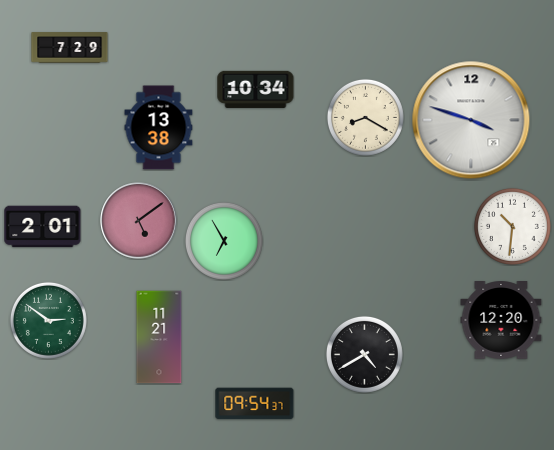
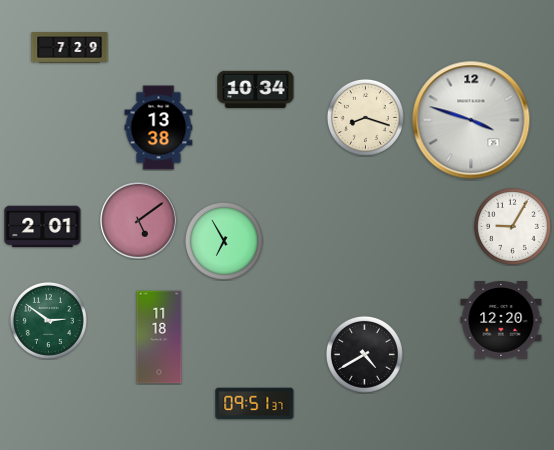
clock at (365, 117): 8:20 -> 8:18
clock at (512, 226): 10:31 -> 9:05
clock at (159, 337): 11:21 -> 11:18
clock at (255, 404): 09:54 -> 09:51
